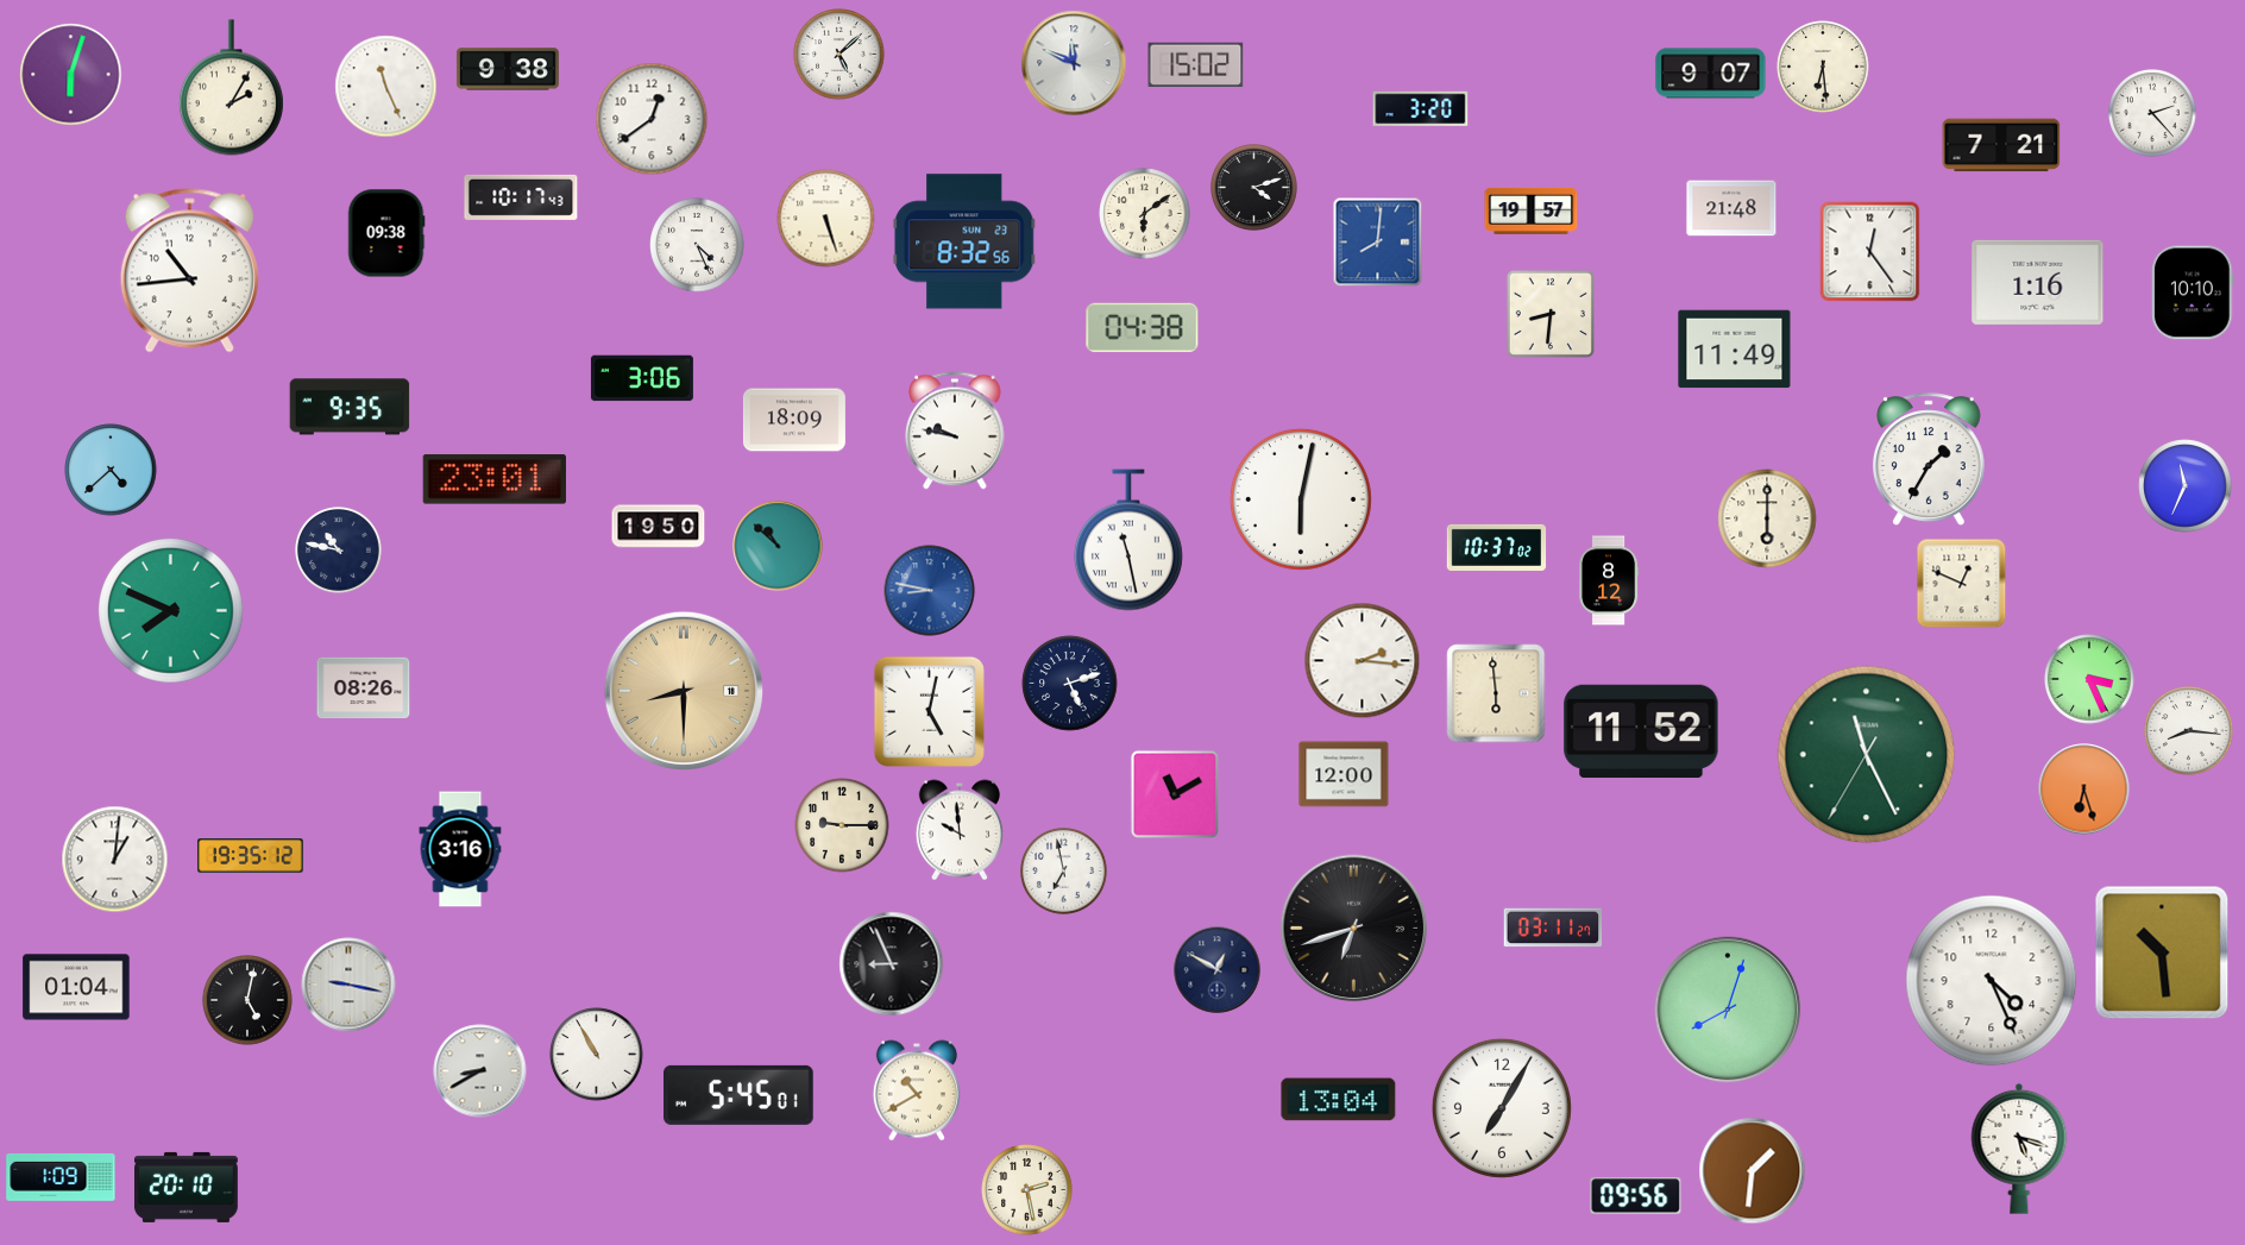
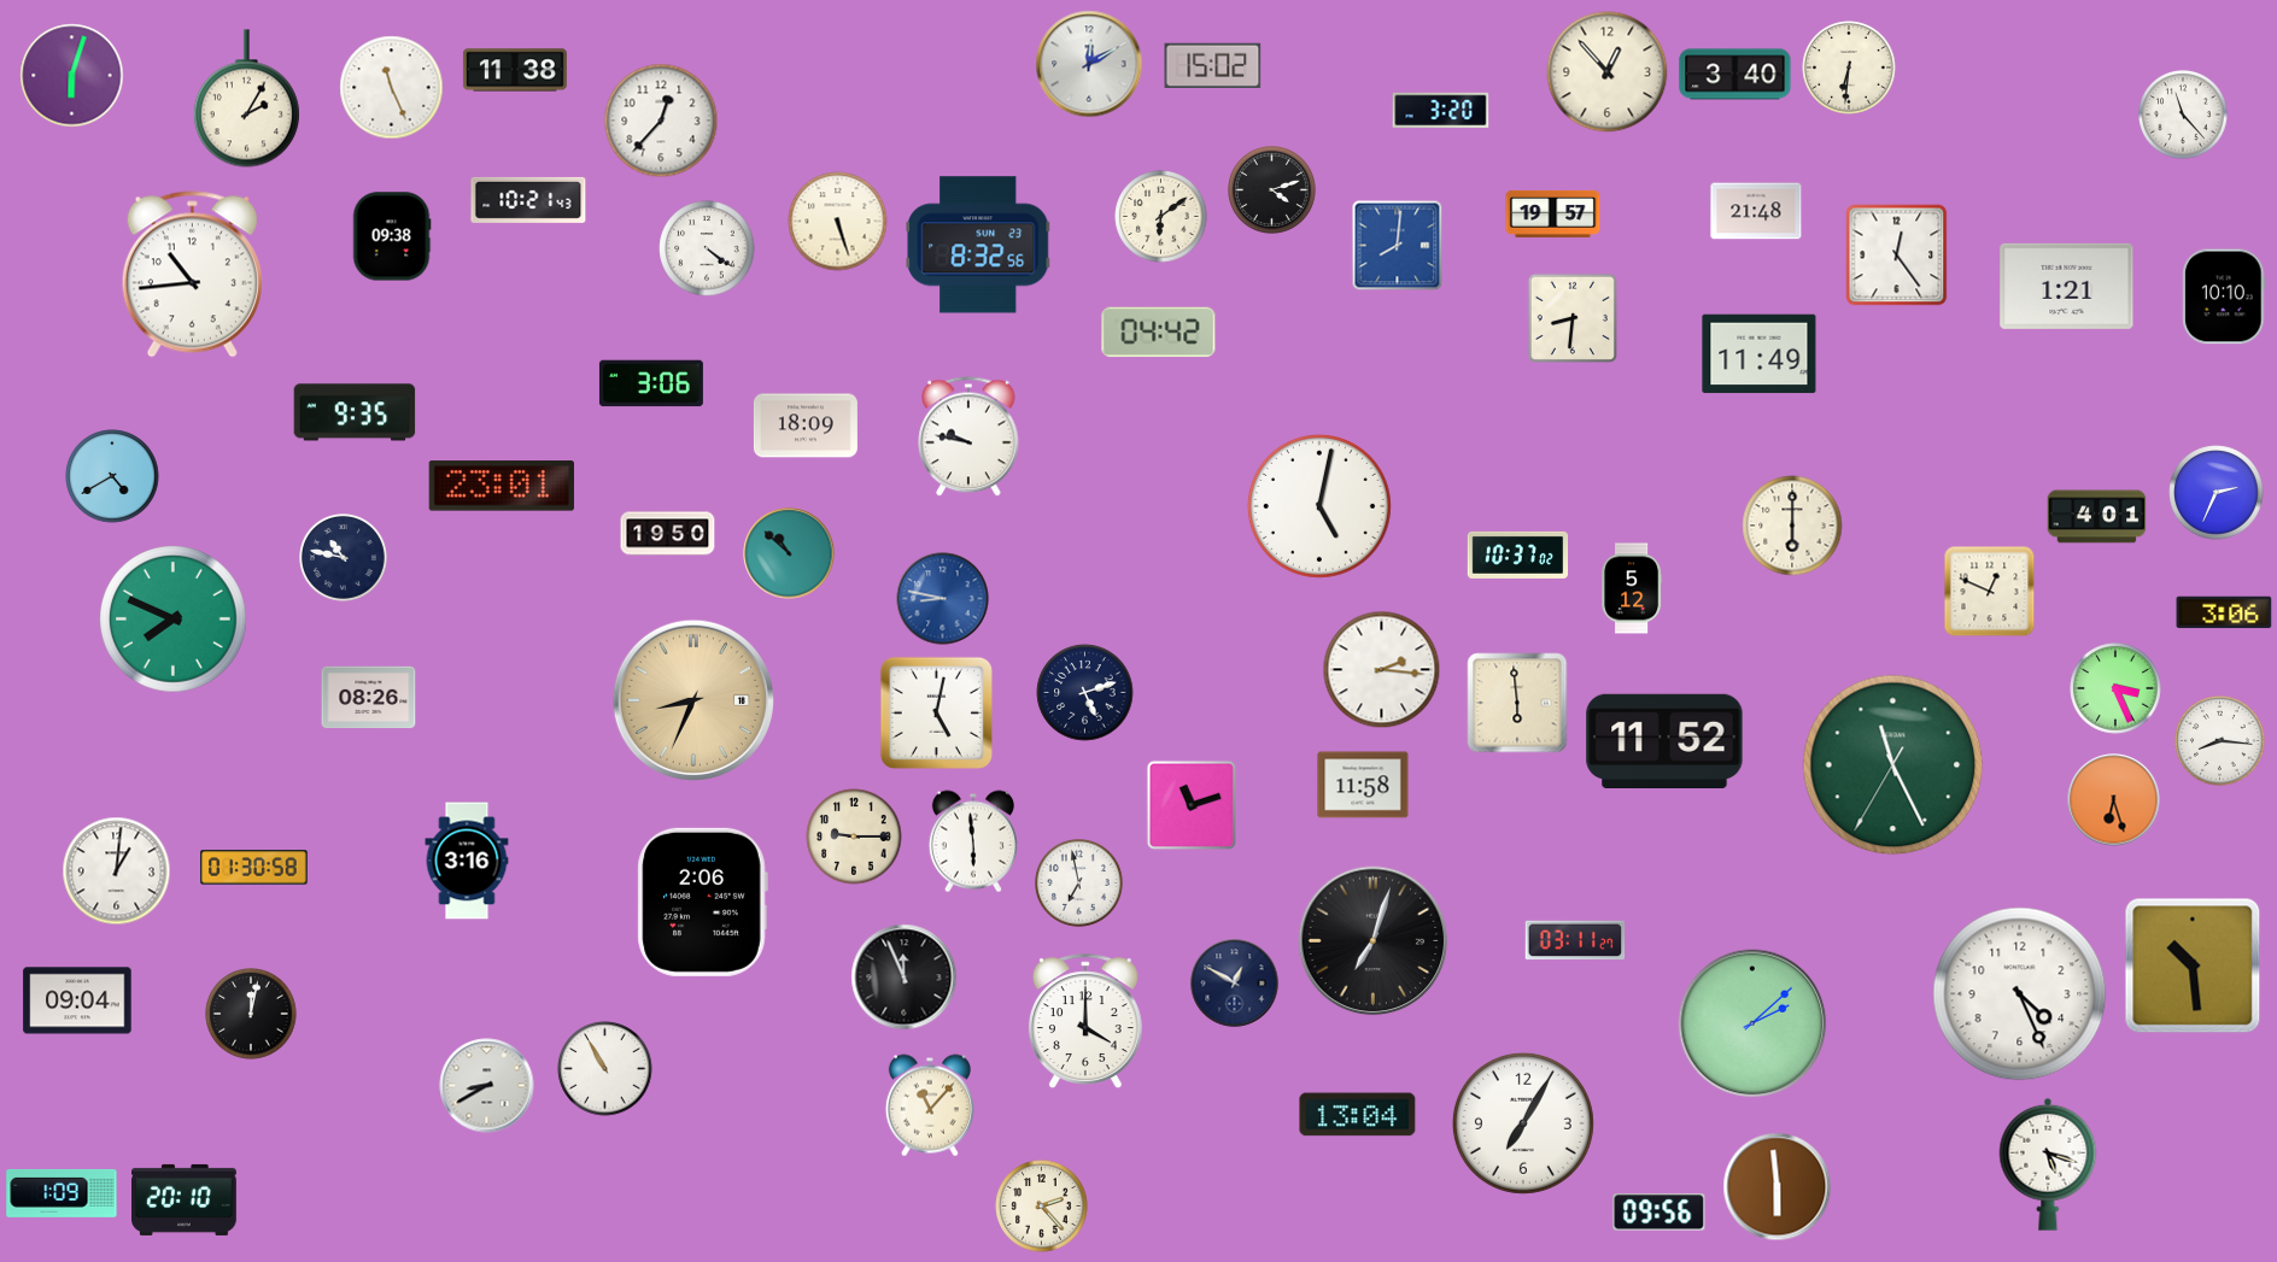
clock at (839, 55): 5:08 -> none
clock at (1074, 63): 11:49 -> 12:10
clock at (1823, 67): 6:29 -> 6:31
clock at (508, 69): 9:38 -> 11:38
clock at (1608, 72): none -> 12:53
clock at (1711, 74): 9:07 -> 3:40
clock at (231, 88) position: (231, 88) -> (246, 99)
clock at (2153, 114): 2:23 -> 11:23
clock at (652, 119): 12:39 -> 12:37
clock at (2001, 145): 7:21 -> none
clock at (521, 197): 10:17 -> 10:21
clock at (697, 245): 4:26 -> 4:21
clock at (2038, 282): 1:16 -> 1:21
clock at (1143, 328): 04:38 -> 04:42
clock at (1929, 459): 1:35 -> none
clock at (111, 470): 4:38 -> 4:40
clock at (2186, 486): 11:34 -> 2:34
clock at (1301, 499): 6:02 -> 5:02
clock at (2097, 517): none -> 4:01
clock at (1128, 540): 11:28 -> none
clock at (1609, 580): 8:12 -> 5:12
clock at (2224, 612): none -> 3:06
clock at (2089, 679) position: (2089, 679) -> (2115, 688)
clock at (684, 691): 8:30 -> 8:34
clock at (929, 711) position: (929, 711) -> (936, 712)
clock at (1344, 774): 12:00 -> 11:58
clock at (1175, 794): 11:10 -> 11:12
clock at (960, 830): 9:59 -> 5:59
clock at (251, 856): 19:35 -> 01:30
clock at (702, 902): none -> 2:06
clock at (1354, 929): 6:42 -> 7:03
clock at (892, 964): 8:56 -> 11:56
clock at (348, 985): 9:17 -> none
clock at (76, 987): 01:04 -> 09:04
clock at (247, 1000): 5:02 -> 12:02
clock at (1085, 1021): none -> 4:00
clock at (1728, 1010): 8:03 -> 2:08
clock at (917, 1090): 10:40 -> 11:07
clock at (740, 1095): 5:45 -> none
clock at (1753, 1171): 1:31 -> 5:59
clock at (187, 1187) position: (187, 1187) -> (185, 1199)
clock at (1027, 1190): 2:28 -> 2:23
